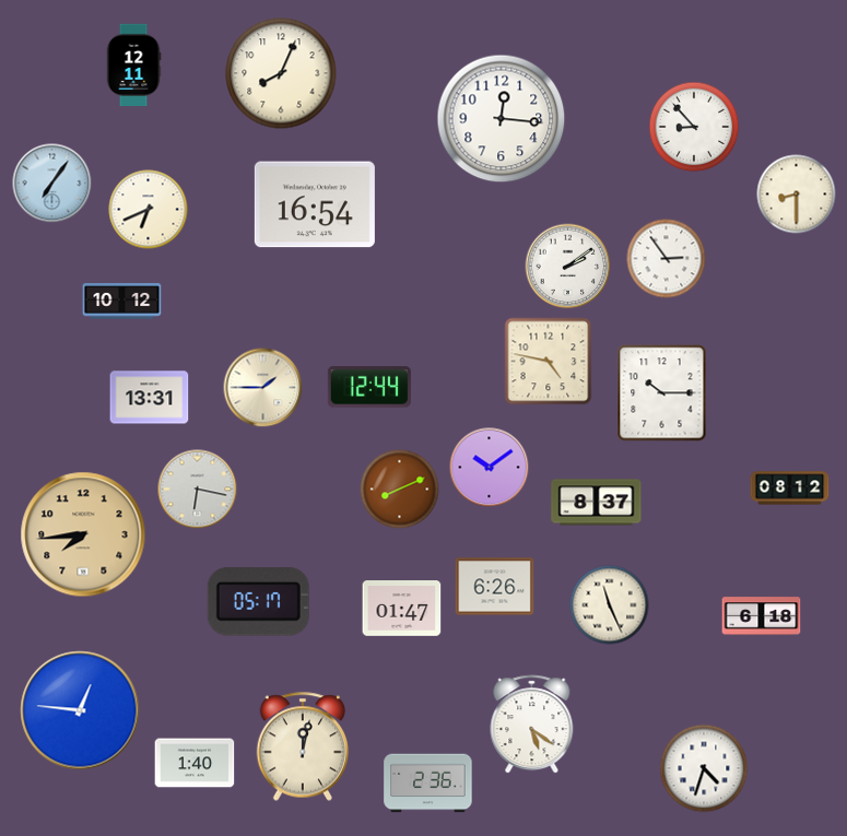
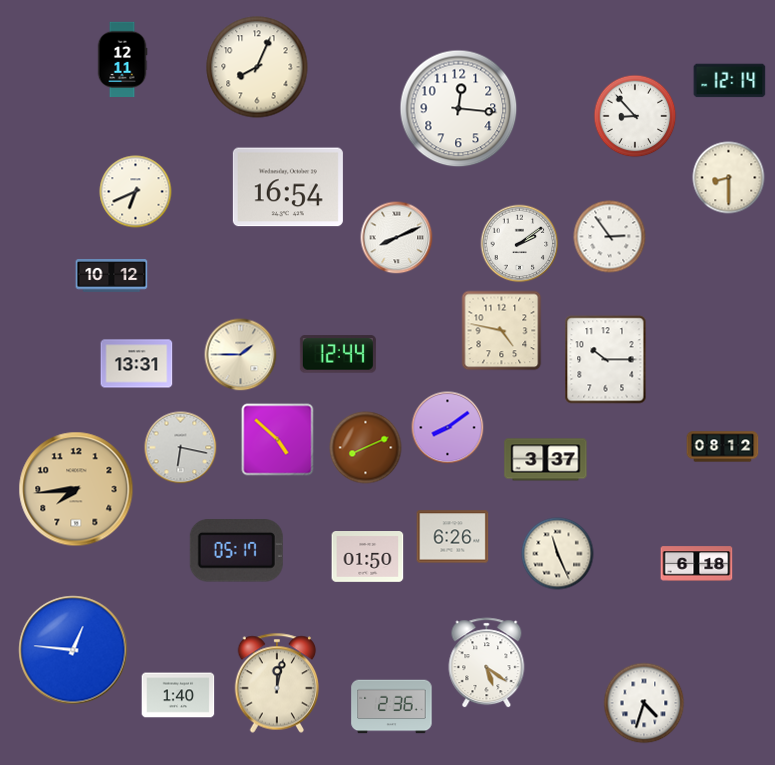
clock at (730, 81): none -> 12:14
clock at (52, 184): 7:06 -> none
clock at (397, 238): none -> 8:11
clock at (490, 468): 10:09 -> 8:09
clock at (278, 440): none -> 4:52
clock at (597, 503): 8:37 -> 3:37
clock at (402, 609): 01:47 -> 01:50
clock at (195, 763) position: (195, 763) -> (178, 695)
clock at (428, 784) position: (428, 784) -> (392, 707)
